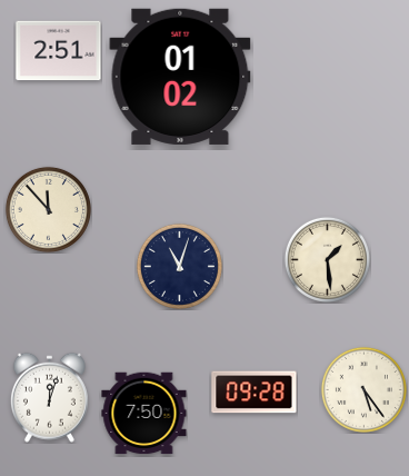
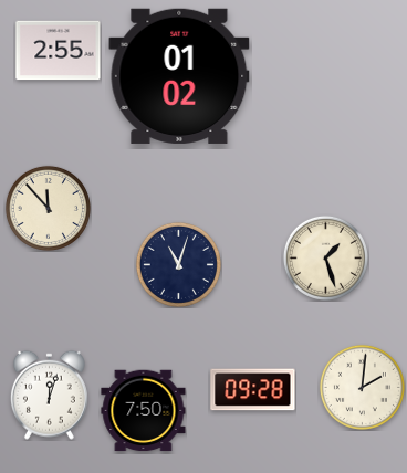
clock at (59, 51): 2:51 -> 2:55
clock at (327, 259): 1:29 -> 1:27
clock at (363, 389): 5:24 -> 2:01
